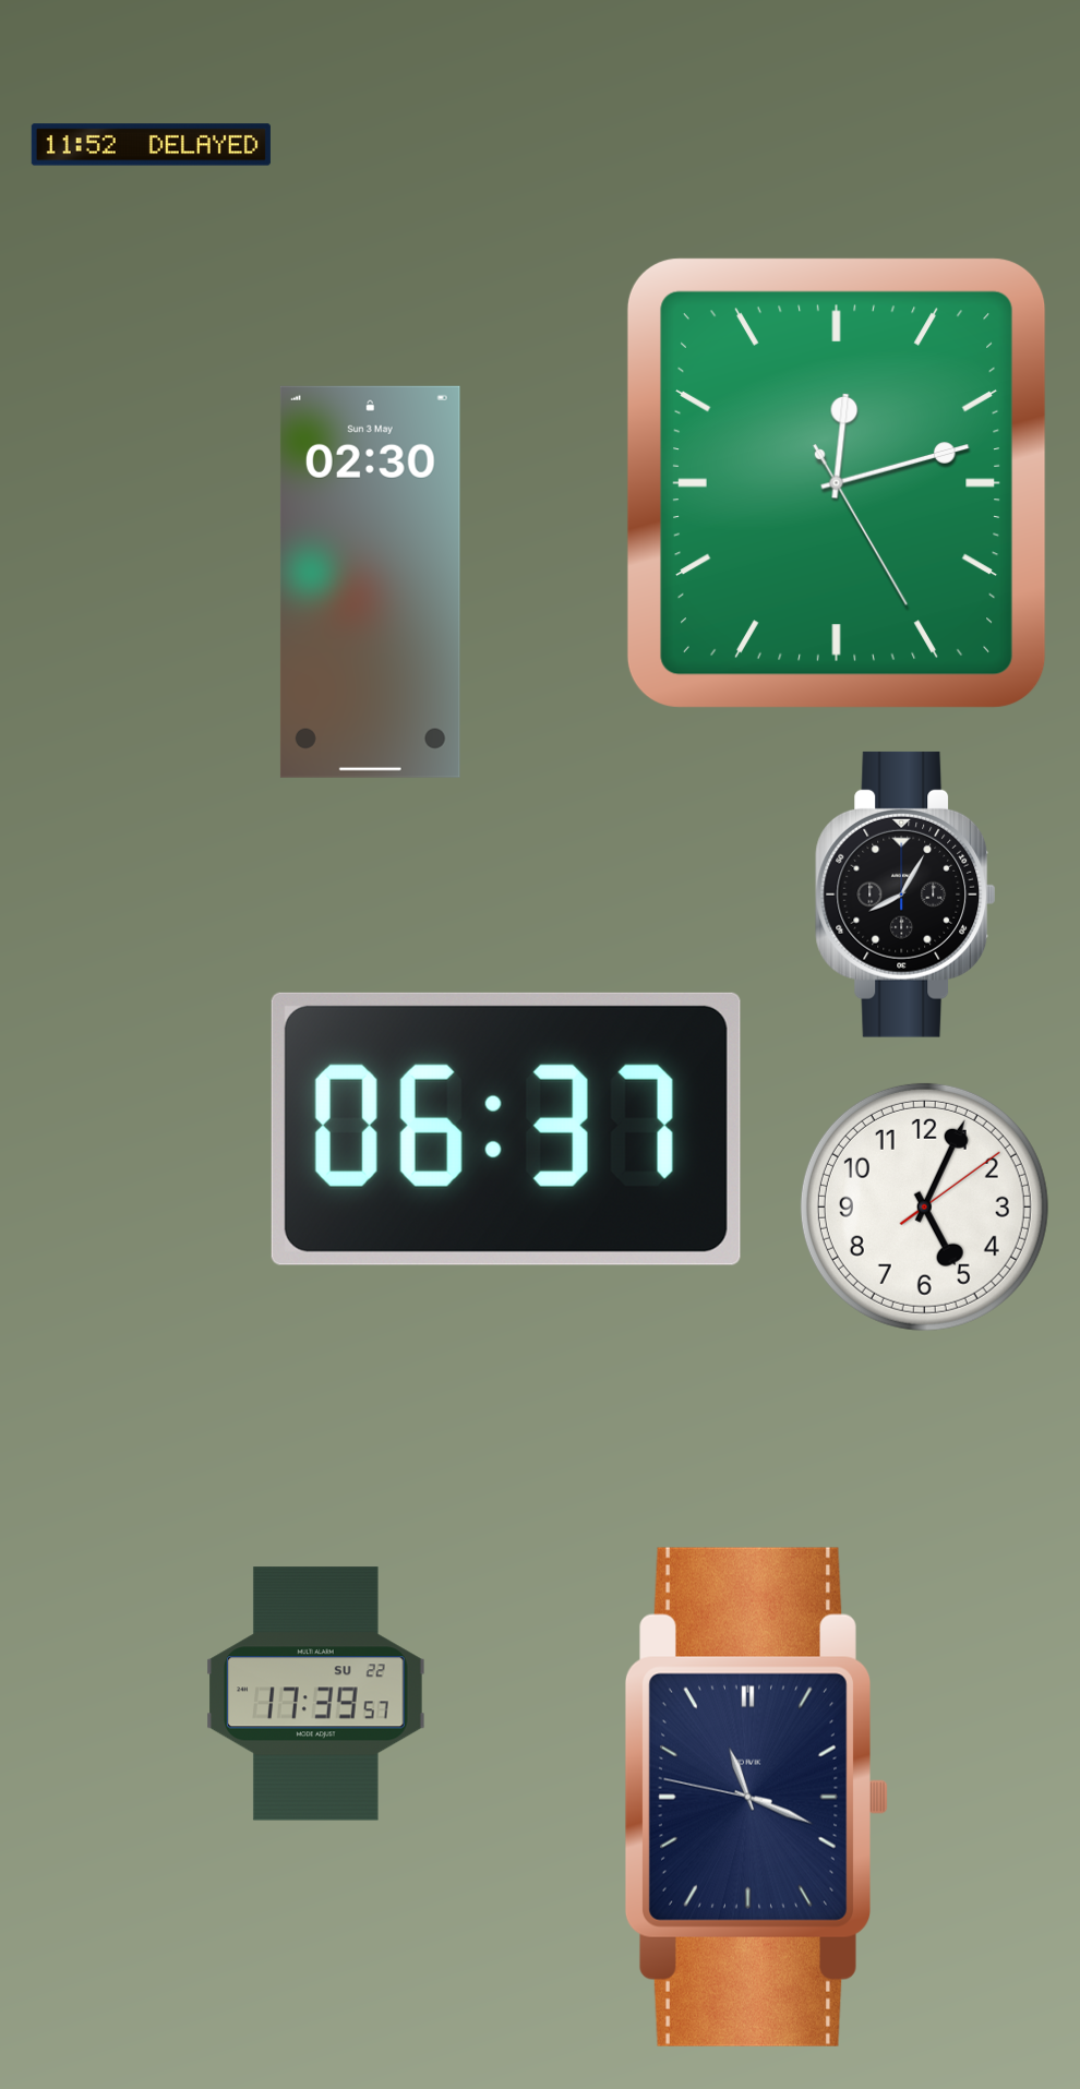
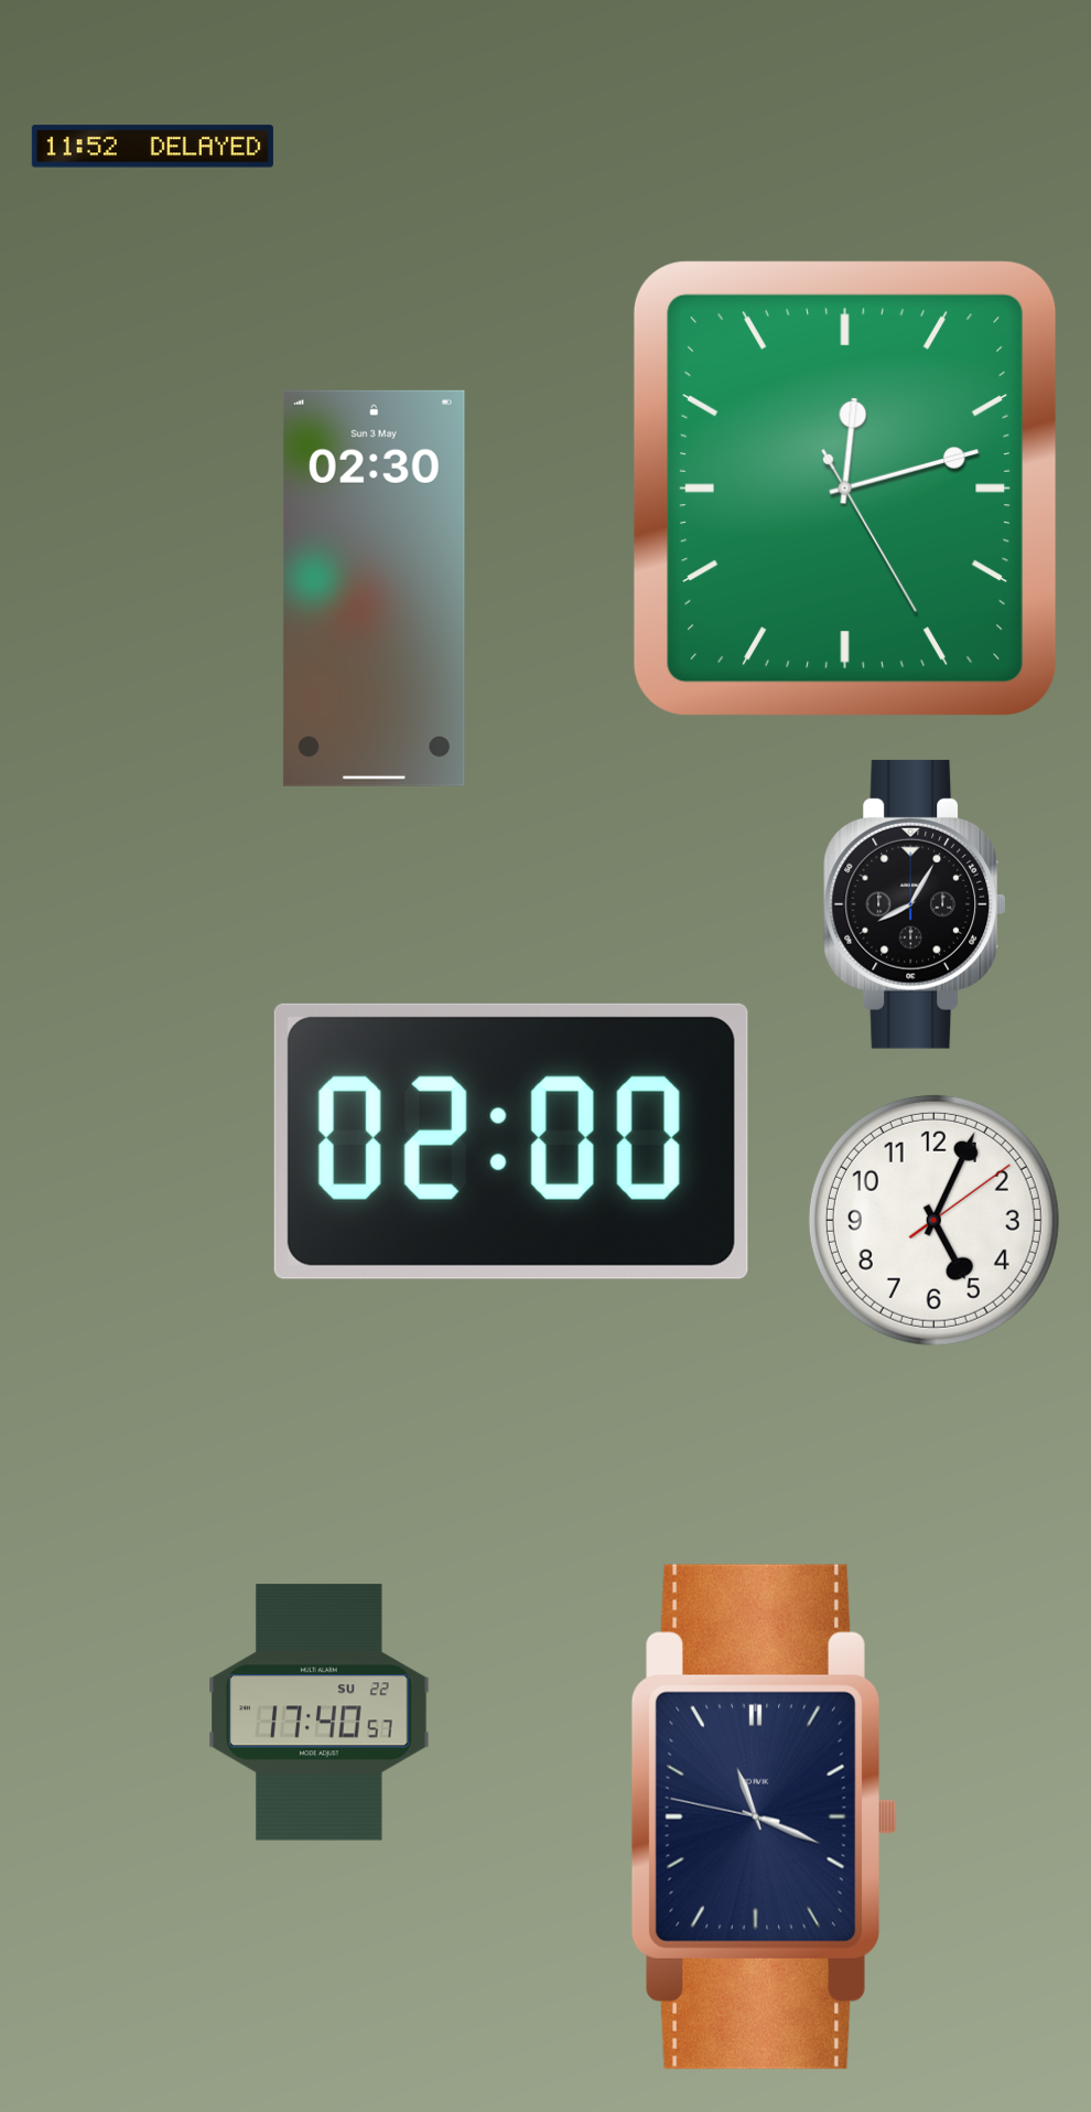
clock at (506, 1129): 06:37 -> 02:00
clock at (316, 1694): 17:39 -> 17:40
